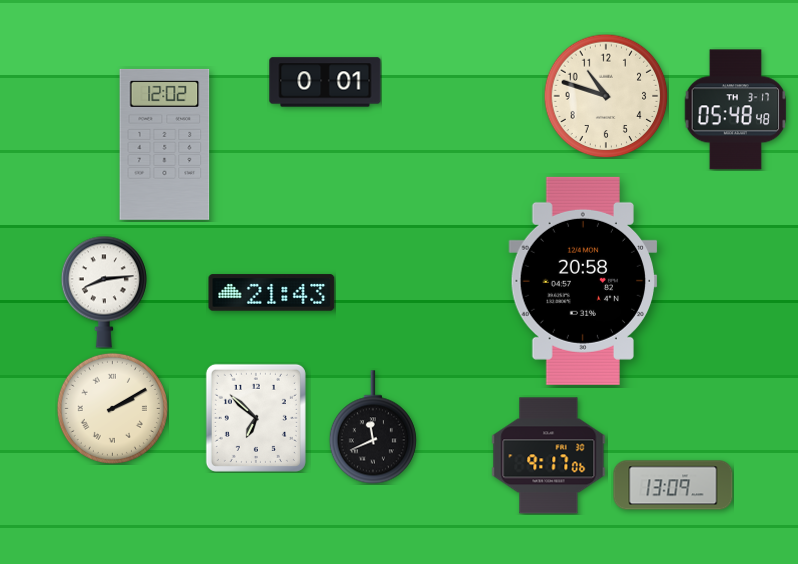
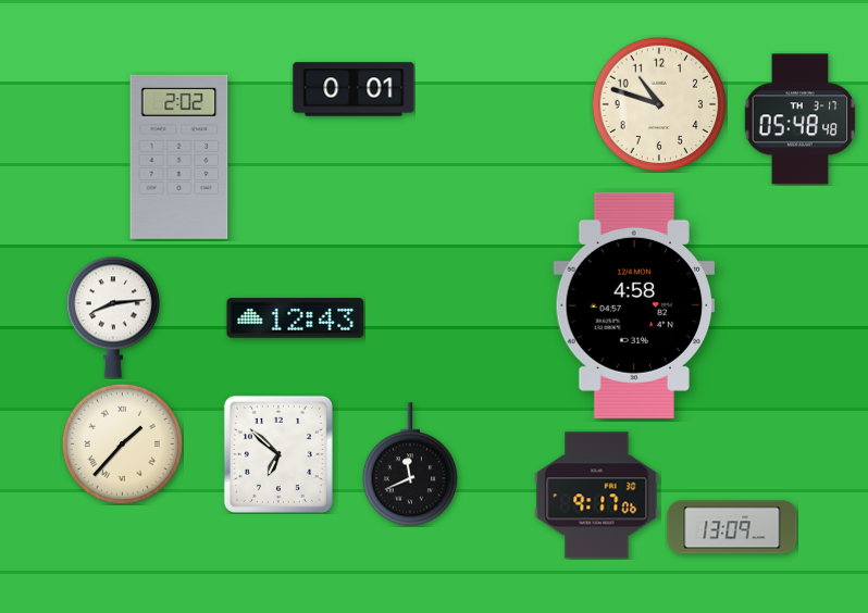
clock at (165, 144): 12:02 -> 2:02
clock at (583, 281): 20:58 -> 4:58
clock at (272, 293): 21:43 -> 12:43
clock at (112, 408): 2:10 -> 1:37
clock at (373, 427) position: (373, 427) -> (410, 464)
